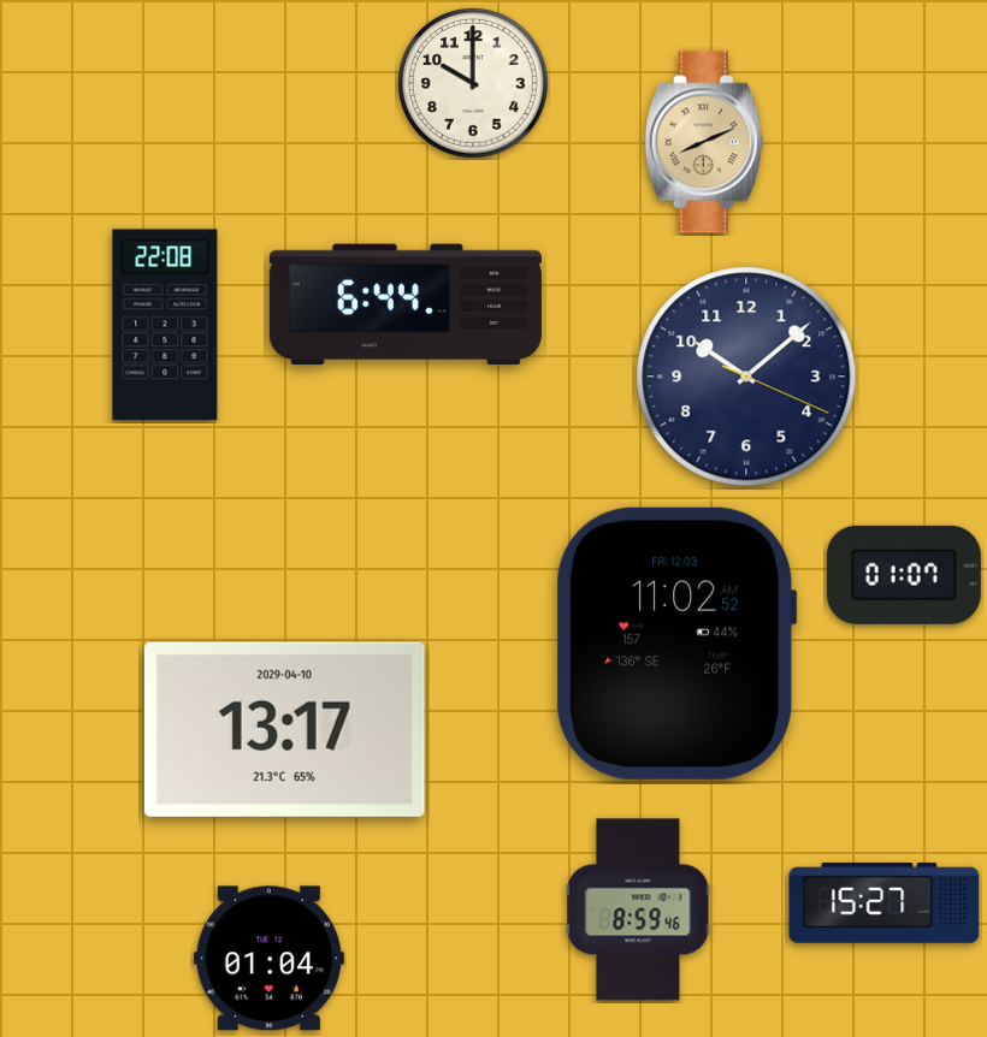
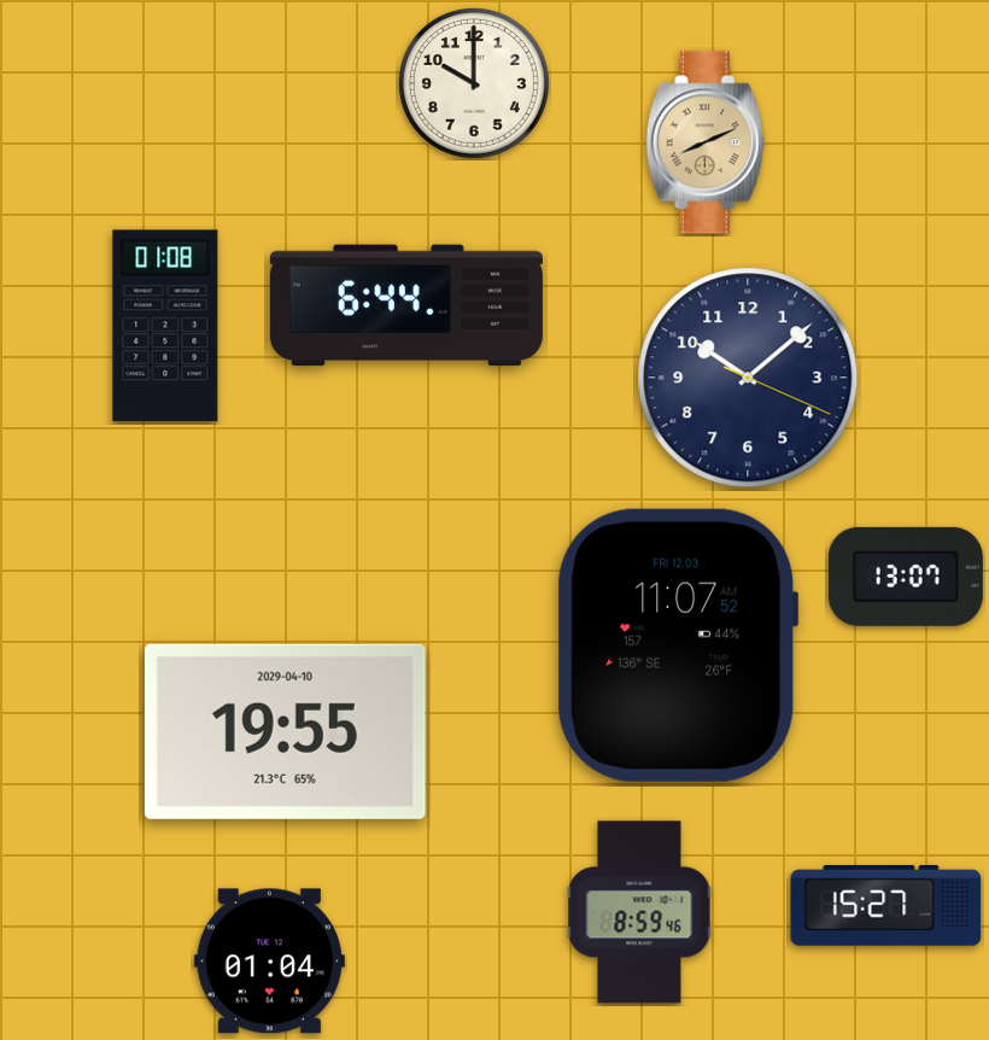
clock at (165, 325): 22:08 -> 01:08
clock at (904, 575): 01:07 -> 13:07
clock at (676, 644): 11:02 -> 11:07
clock at (284, 729): 13:17 -> 19:55
